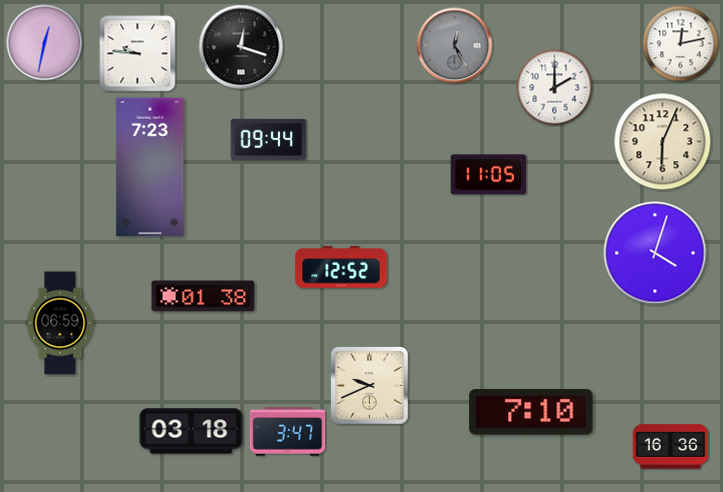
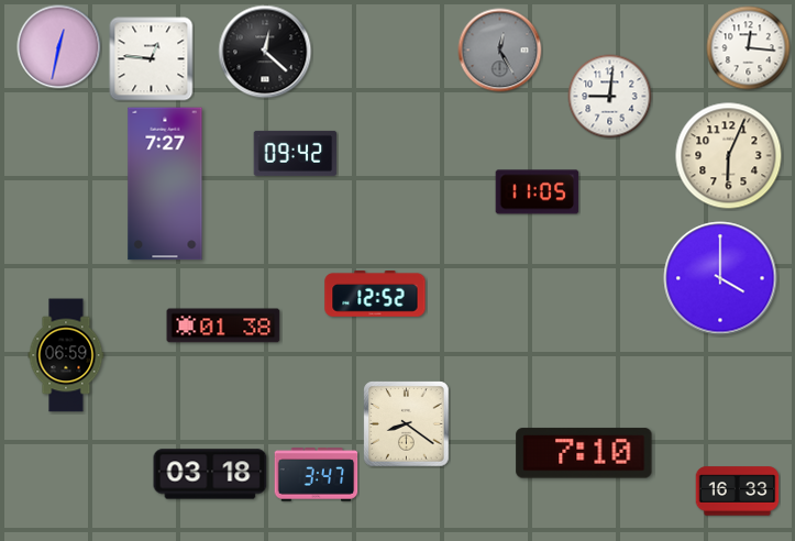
clock at (45, 43) position: (45, 43) -> (59, 47)
clock at (681, 44): 12:13 -> 12:16
clock at (241, 47): 12:18 -> 12:22
clock at (138, 54): 9:46 -> 12:46
clock at (555, 88): 2:00 -> 9:01
clock at (269, 139): 09:44 -> 09:42
clock at (150, 167): 7:23 -> 7:27
clock at (655, 253): 4:03 -> 4:00
clock at (370, 386): 9:41 -> 8:21
clock at (671, 447): 16:36 -> 16:33
